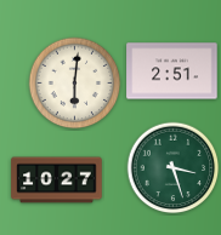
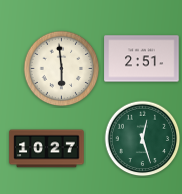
clock at (75, 84): 6:01 -> 5:59
clock at (174, 168): 3:27 -> 12:27
